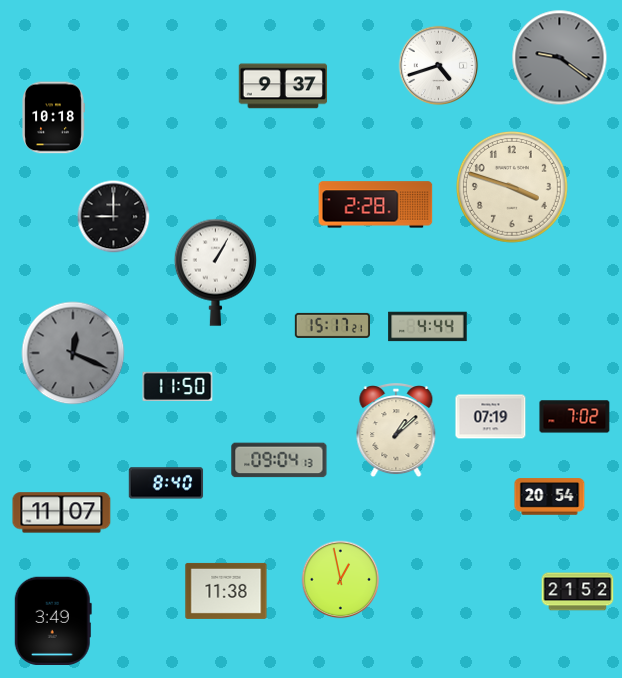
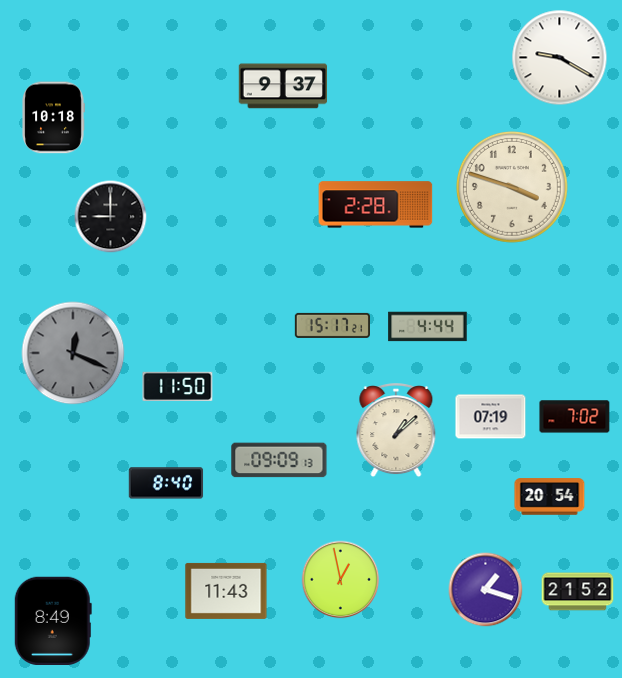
clock at (560, 58): 9:21 -> 9:20
clock at (560, 58) dial: grey -> white
clock at (439, 66): 4:42 -> none
clock at (114, 217) position: (114, 217) -> (111, 217)
clock at (215, 272): 1:05 -> none
clock at (279, 460): 09:04 -> 09:09
clock at (62, 513): 11:07 -> none
clock at (486, 590): none -> 1:18
clock at (226, 591): 11:38 -> 11:43
clock at (53, 620): 3:49 -> 8:49
